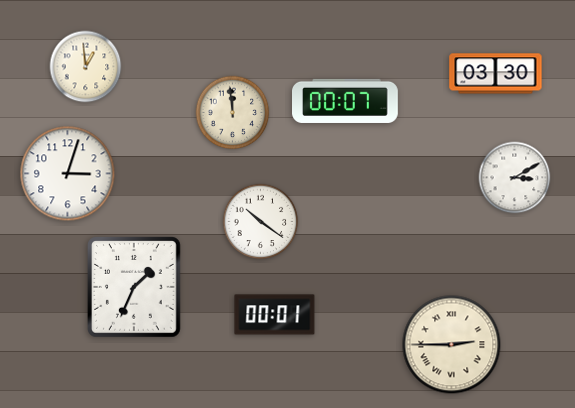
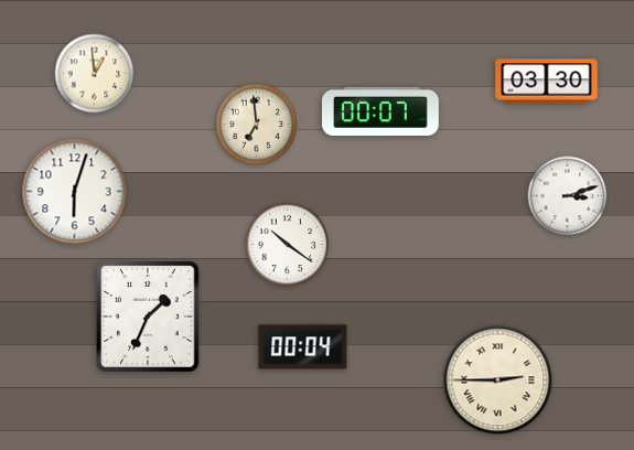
clock at (233, 113): 11:59 -> 6:59
clock at (68, 174): 3:03 -> 6:03
clock at (515, 178): 3:10 -> 3:12
clock at (275, 315): 00:01 -> 00:04
